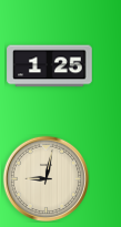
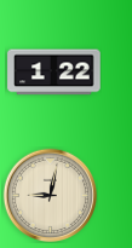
clock at (50, 66): 1:25 -> 1:22
